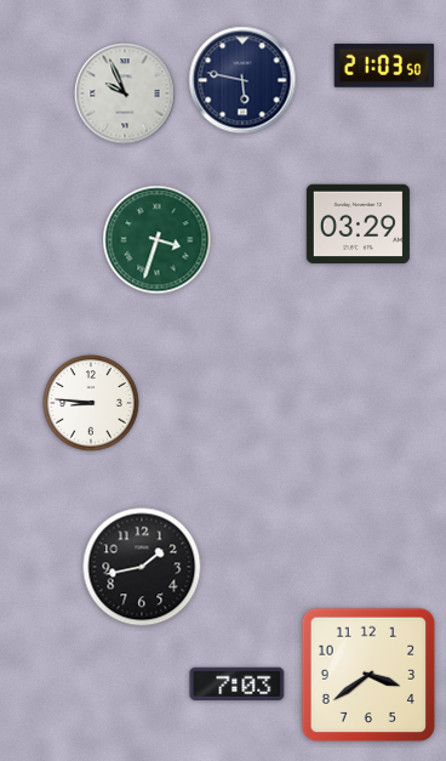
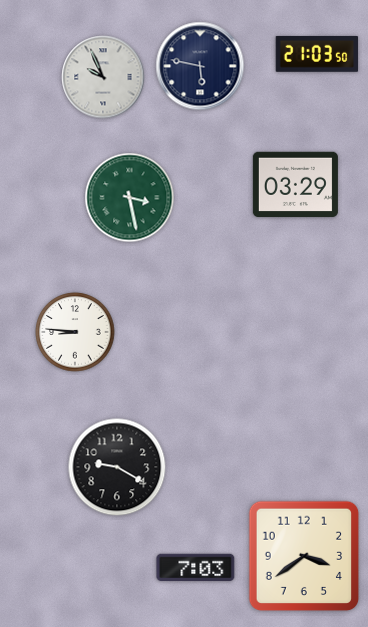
clock at (158, 240): 3:33 -> 3:28
clock at (142, 567): 1:43 -> 9:20
clock at (238, 683) position: (238, 683) -> (196, 567)
